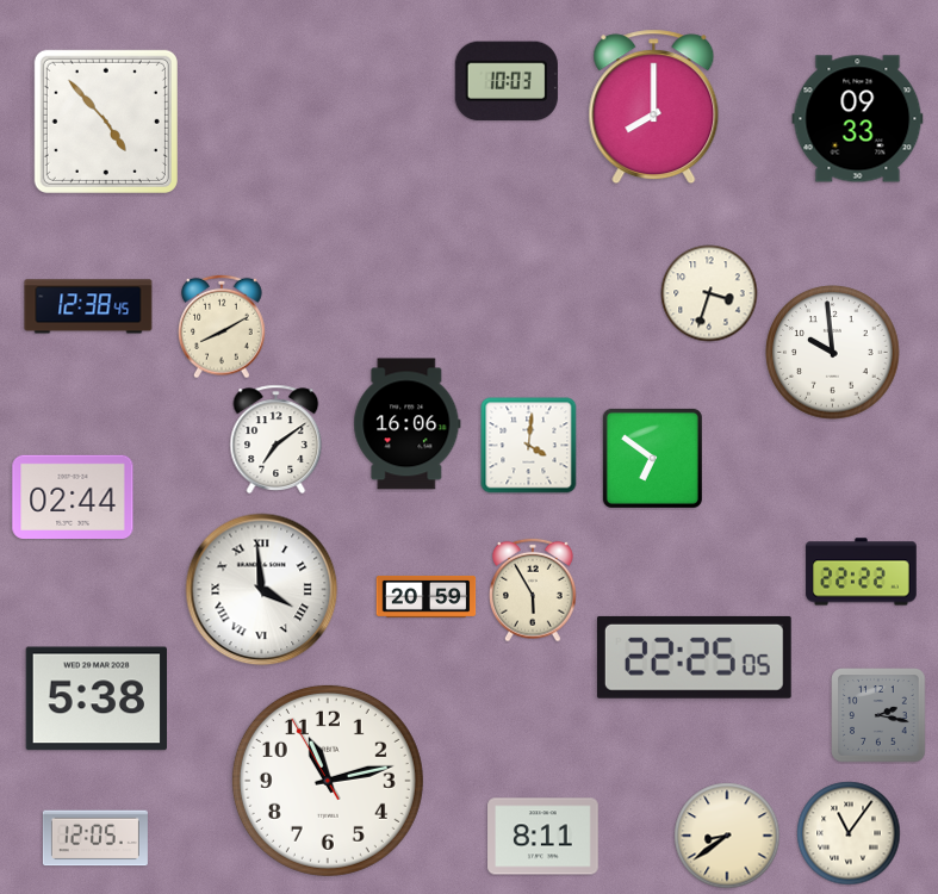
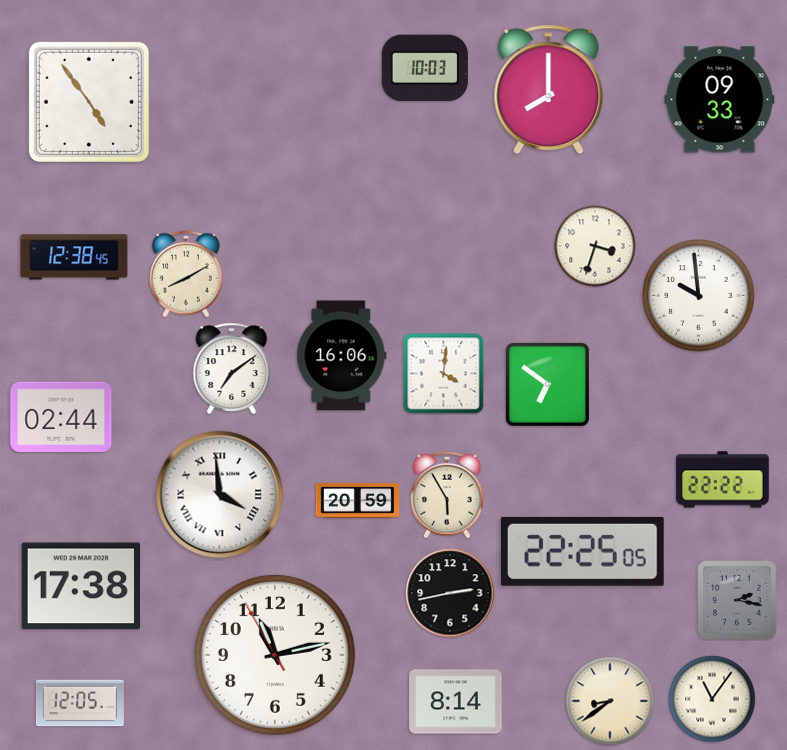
clock at (106, 122): 4:53 -> 4:54
clock at (95, 699): 5:38 -> 17:38
clock at (450, 593): none -> 2:43
clock at (543, 837): 8:11 -> 8:14
